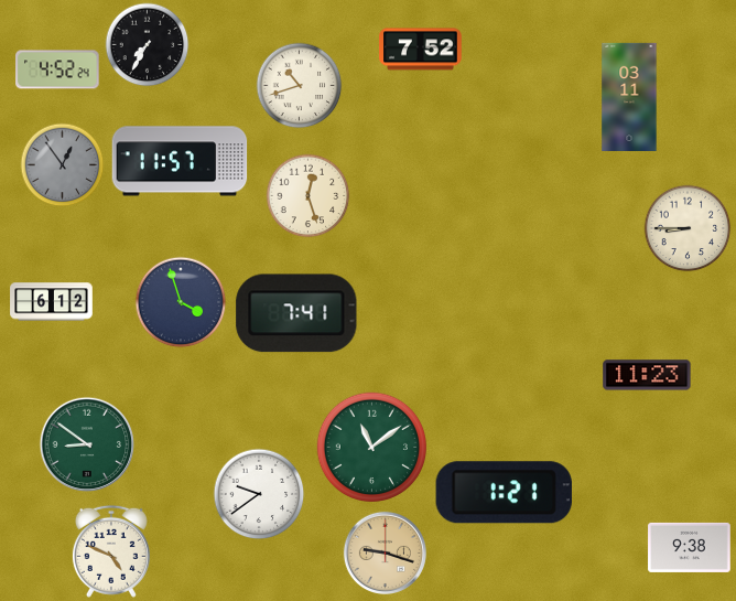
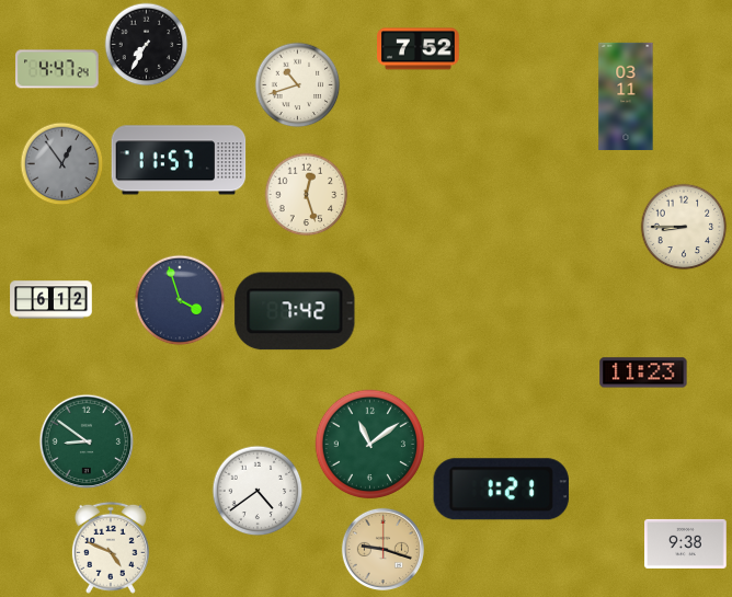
clock at (57, 69): 4:52 -> 4:47
clock at (296, 313): 7:41 -> 7:42
clock at (259, 494): 9:39 -> 4:39
